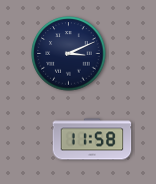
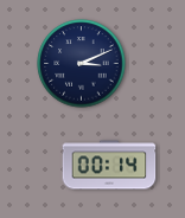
clock at (92, 139): 11:58 -> 00:14
